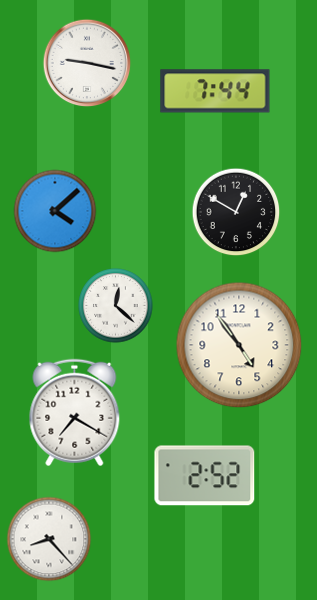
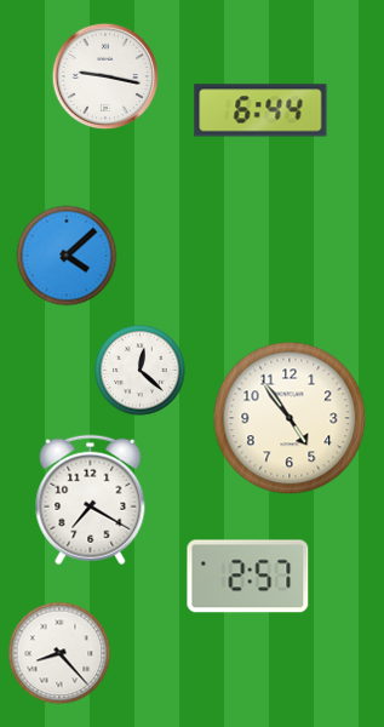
clock at (215, 91): 7:44 -> 6:44
clock at (236, 212): 12:50 -> none
clock at (205, 476): 2:52 -> 2:57
